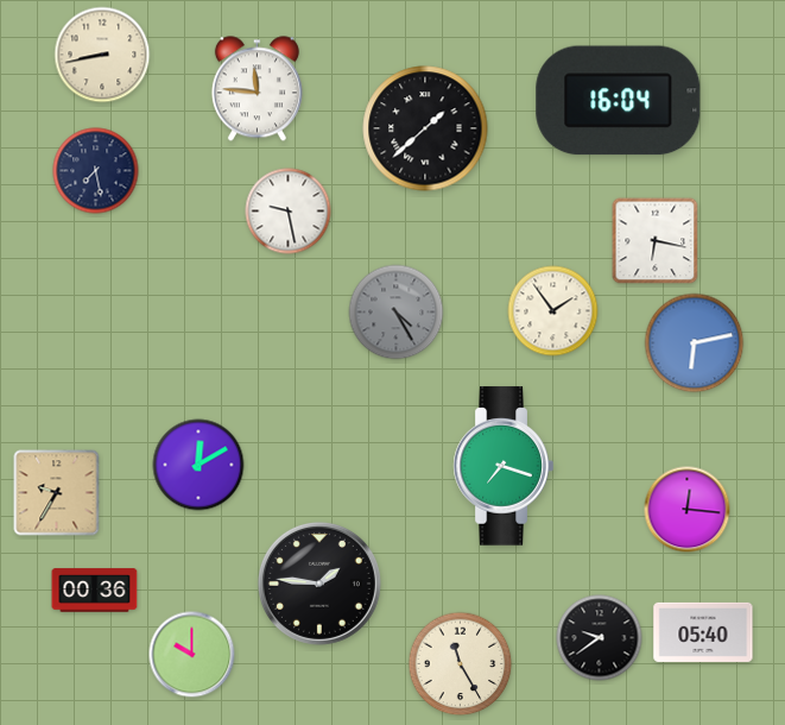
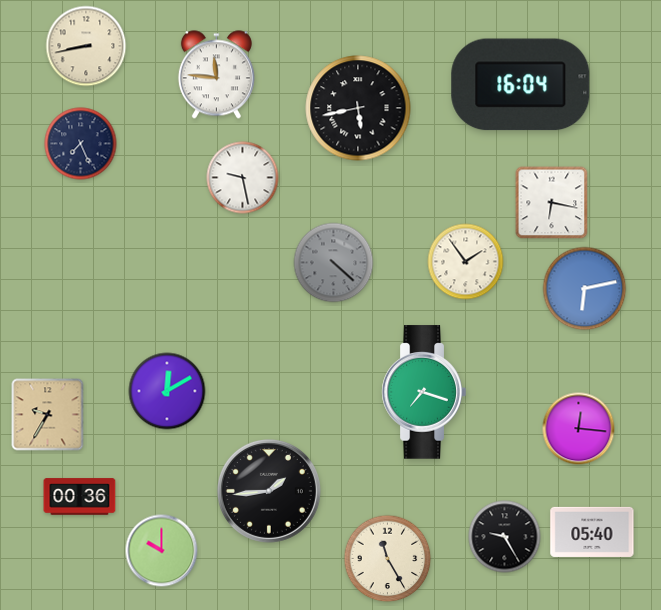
clock at (425, 128): 1:38 -> 5:43
clock at (96, 171): 7:28 -> 7:26
clock at (397, 313): 4:25 -> 4:22
clock at (319, 584): 1:46 -> 1:44
clock at (600, 638): 9:39 -> 9:25
